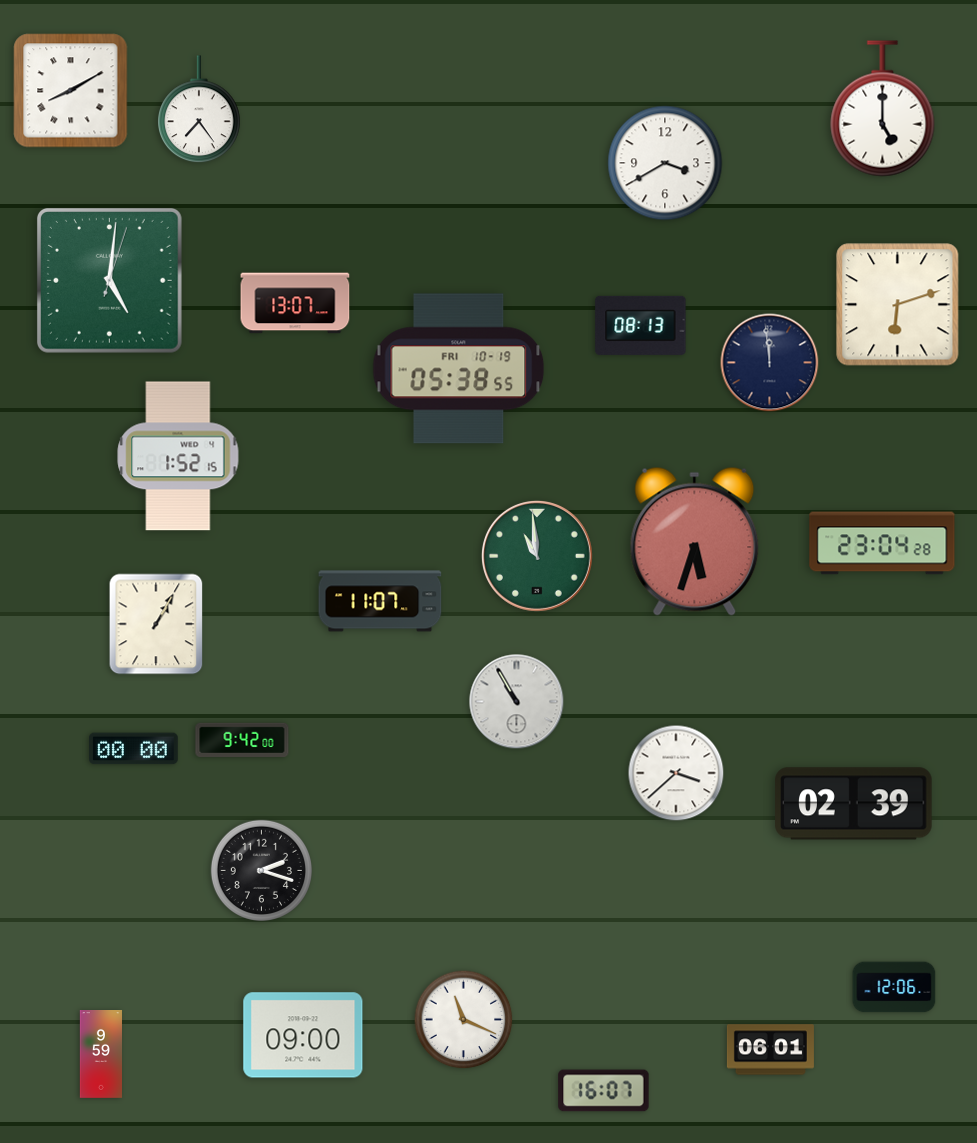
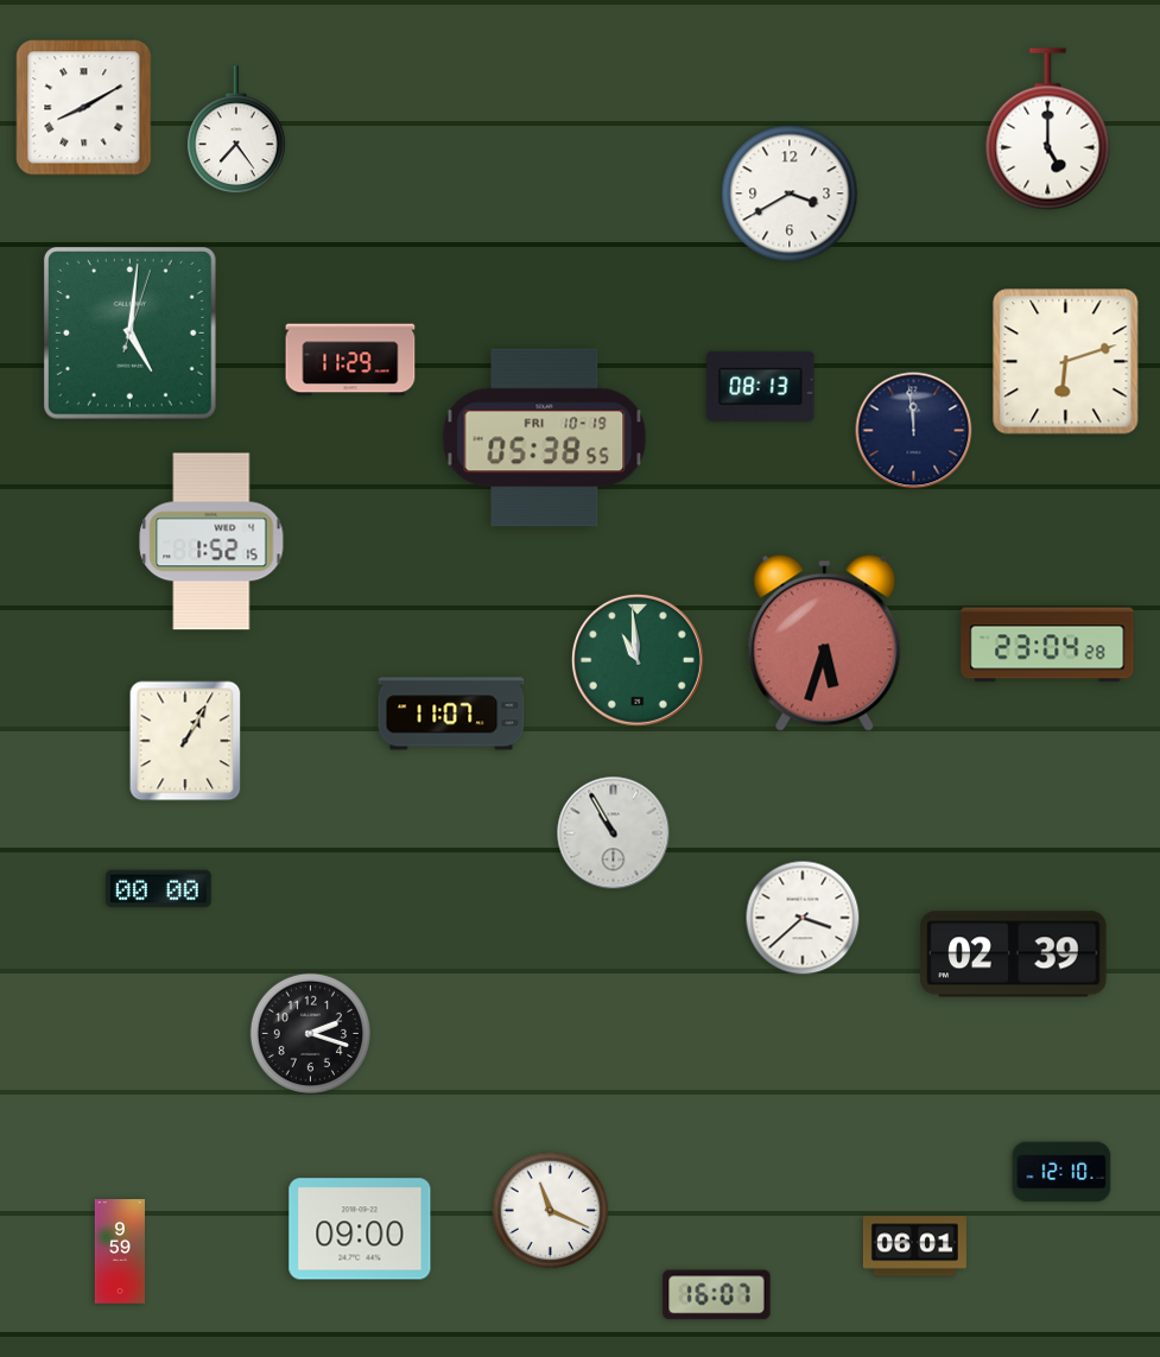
clock at (295, 303): 13:07 -> 11:29
clock at (242, 740): 9:42 -> none
clock at (894, 987): 12:06 -> 12:10
